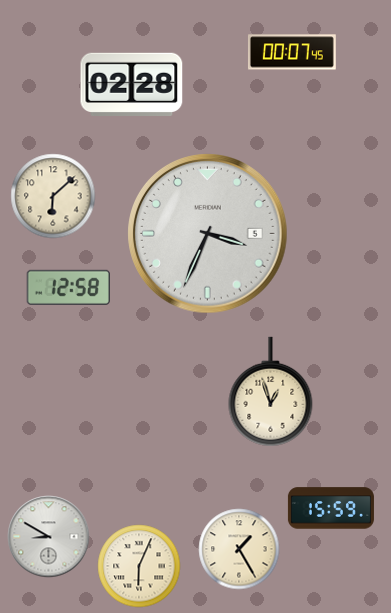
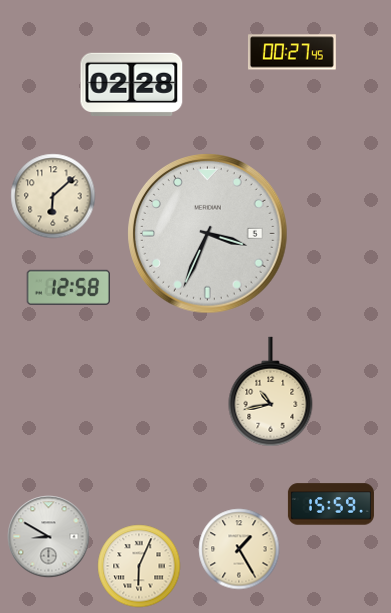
clock at (292, 52): 00:07 -> 00:27
clock at (271, 392): 12:57 -> 10:43
clock at (331, 508) position: (331, 508) -> (331, 504)
